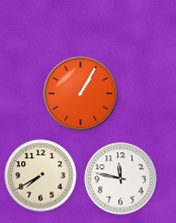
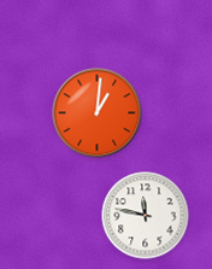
clock at (81, 94): 1:05 -> 1:01
clock at (41, 176): 7:40 -> none
